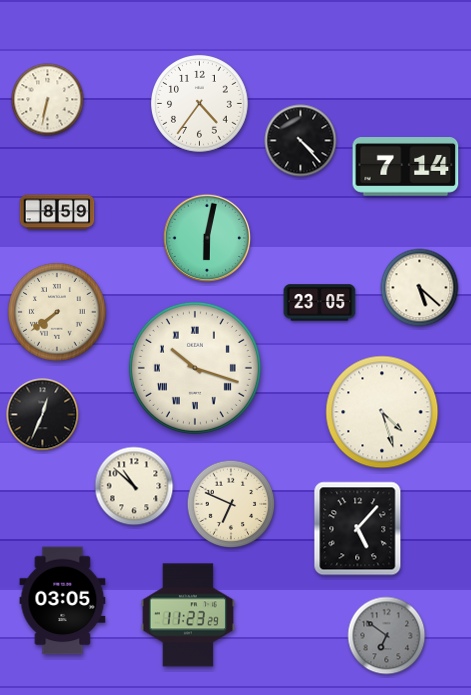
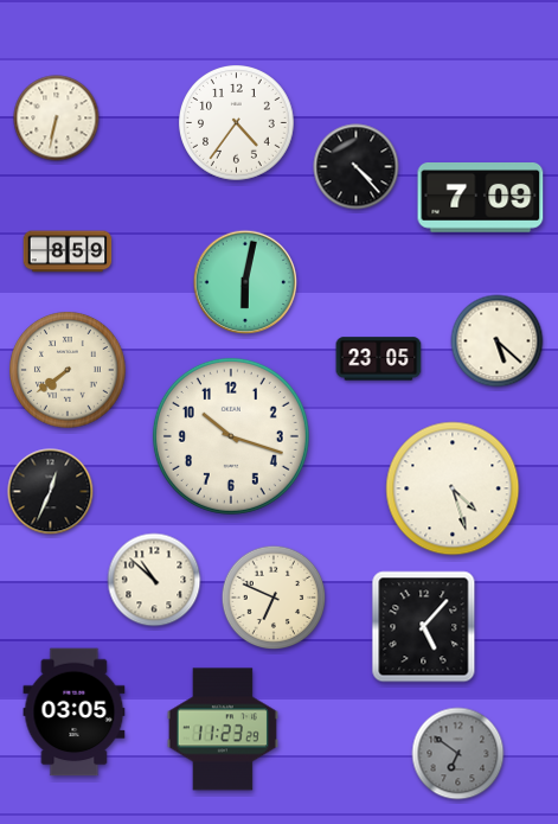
clock at (406, 167): 7:14 -> 7:09
clock at (195, 368) numerals: Roman -> Arabic
clock at (134, 486) position: (134, 486) -> (154, 580)
